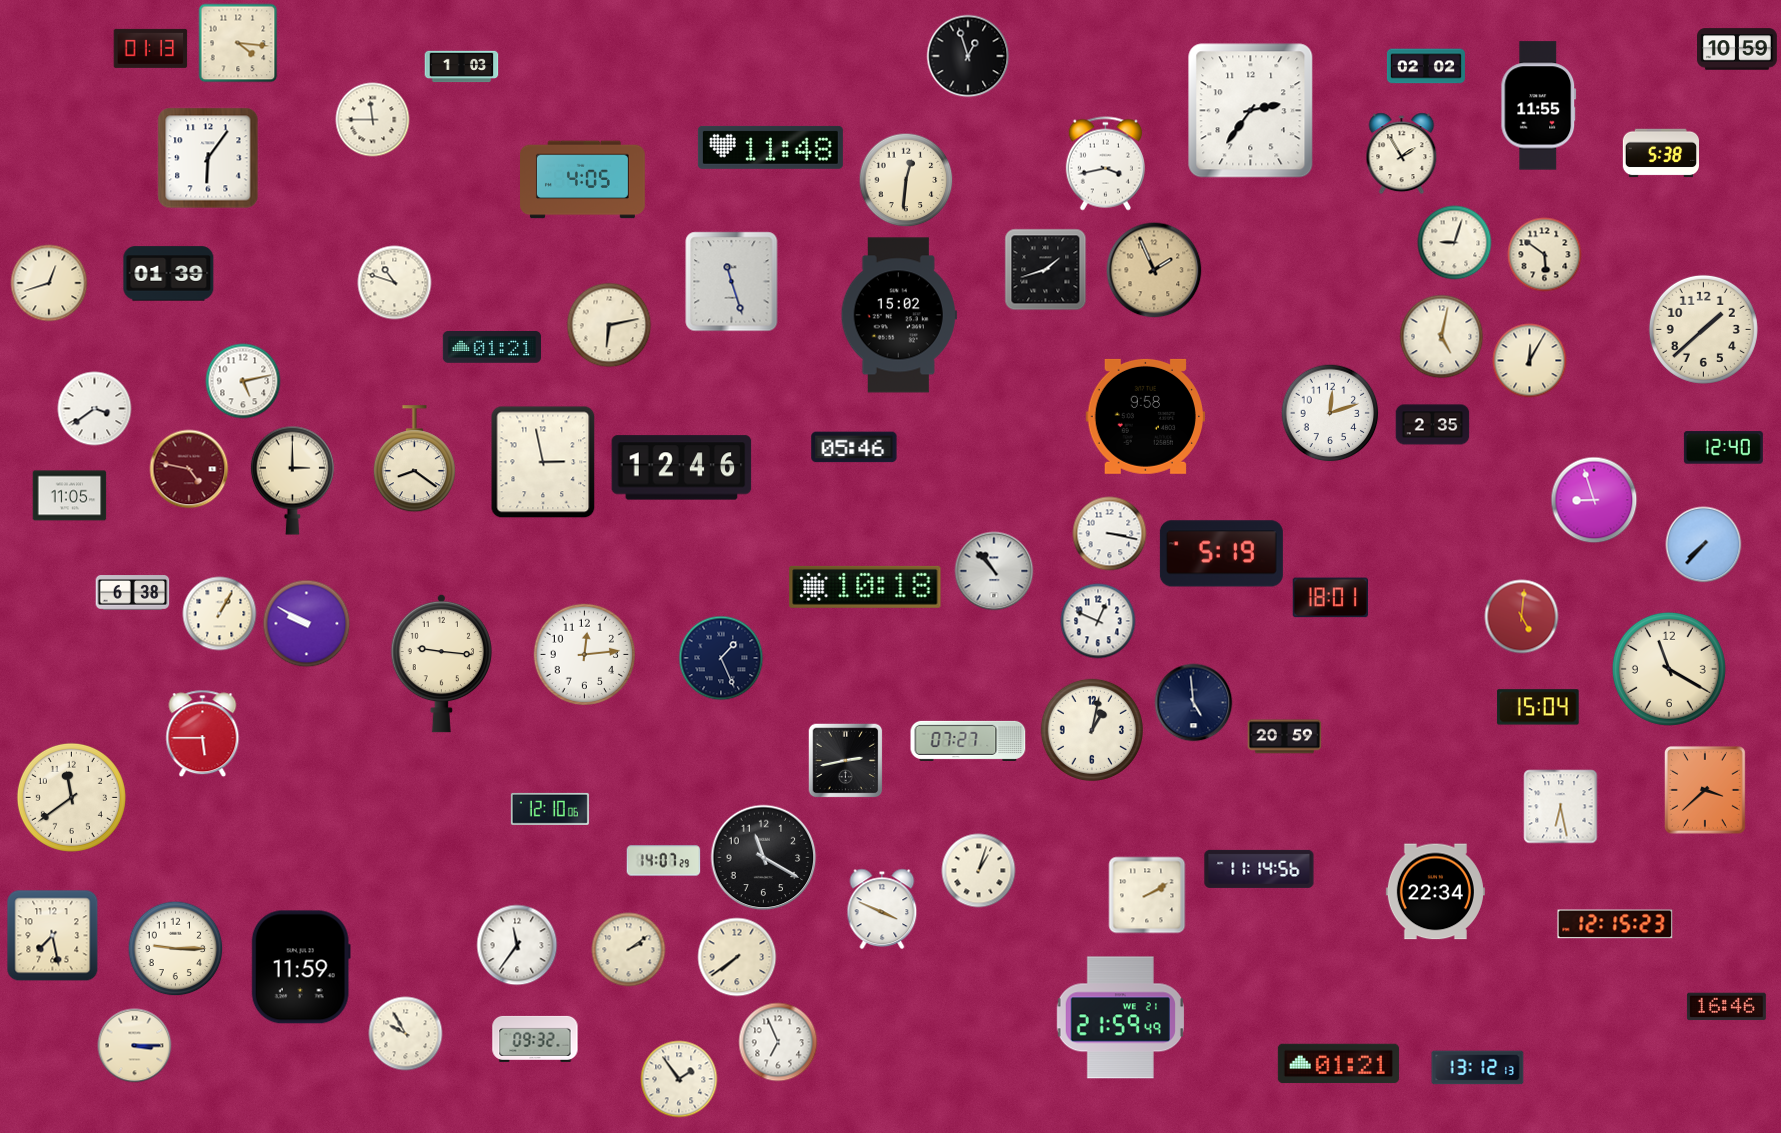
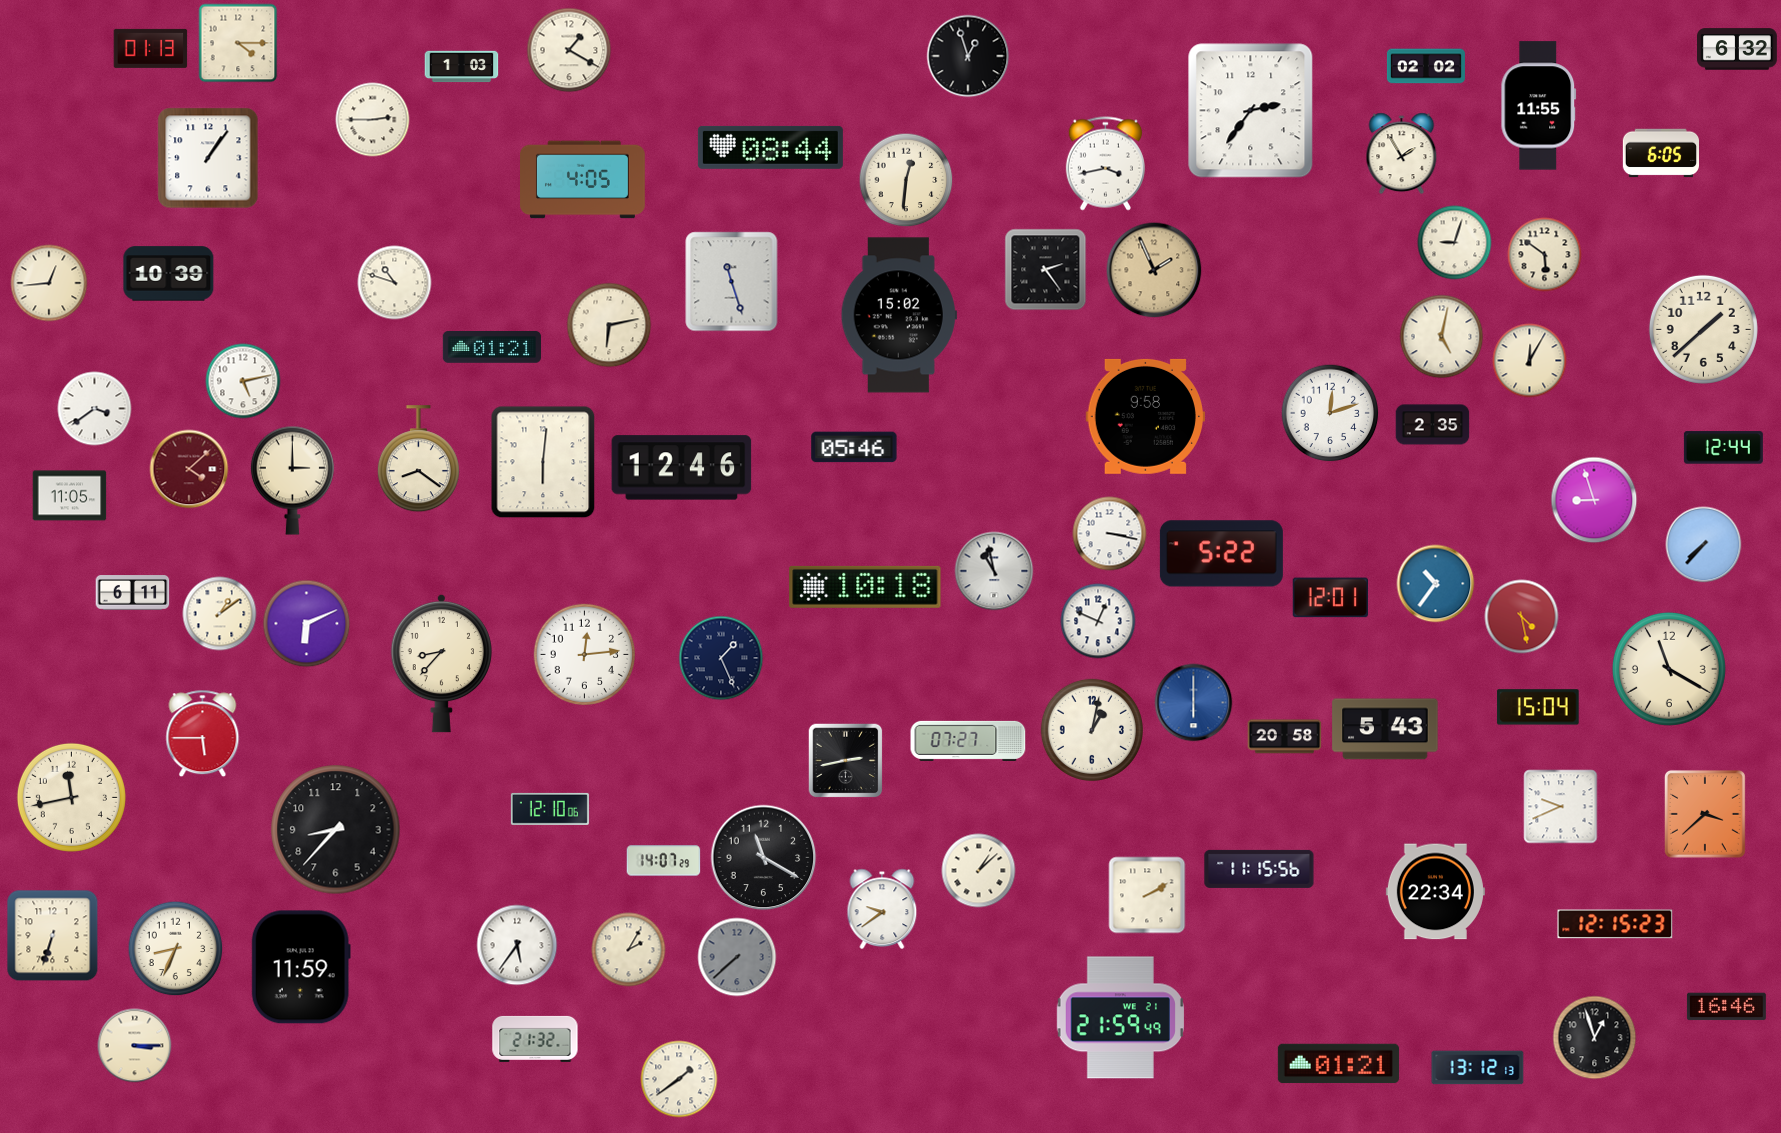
clock at (238, 43): 4:16 -> 4:15
clock at (1738, 49): 10:59 -> 6:32
clock at (569, 50): none -> 1:20
clock at (373, 120): 11:45 -> 2:45
clock at (770, 147): 11:48 -> 08:44
clock at (1660, 153): 5:38 -> 6:05
clock at (208, 158): 6:06 -> 1:06
clock at (1046, 270): 1:42 -> 2:24
clock at (169, 274): 01:39 -> 10:39
clock at (49, 283): 12:42 -> 12:44
clock at (1723, 448): 12:40 -> 12:44
clock at (414, 459) position: (414, 459) -> (418, 459)
clock at (543, 462): 2:58 -> 6:01
clock at (189, 469): 4:47 -> 4:08
clock at (1221, 554): 5:19 -> 5:22
clock at (994, 571): 10:53 -> 10:58
clock at (1436, 584): none -> 10:36
clock at (133, 593): 6:38 -> 6:11
clock at (1330, 598): 18:01 -> 12:01
clock at (220, 614): 1:05 -> 1:09
clock at (1522, 617): 5:01 -> 4:28
clock at (307, 624): 9:50 -> 6:11
clock at (441, 663): 9:16 -> 8:37
clock at (1194, 703): 4:59 -> 6:00
clock at (1194, 703) dial: navy -> blue
clock at (1385, 729): none -> 5:43
clock at (1285, 737): 20:59 -> 20:58
clock at (1705, 790) position: (1705, 790) -> (1705, 814)
clock at (71, 797): 11:39 -> 11:43
clock at (1561, 807): 6:28 -> 9:41
clock at (336, 830): none -> 8:37
clock at (1259, 869): 11:14 -> 11:15
clock at (979, 871): 1:03 -> 1:08
clock at (882, 909): 3:49 -> 9:39
clock at (53, 936): 7:28 -> 6:33
clock at (517, 945): 11:36 -> 5:36
clock at (176, 949): 9:15 -> 8:34
clock at (629, 950): 2:09 -> 2:05
clock at (737, 957): 7:39 -> 7:38
clock at (737, 957) dial: cream -> grey
clock at (406, 1034): 9:55 -> none
clock at (1595, 1038): none -> 12:57
clock at (535, 1039): 09:32 -> 21:32
clock at (778, 1042): 6:56 -> none
clock at (679, 1079): 1:54 -> 1:39
